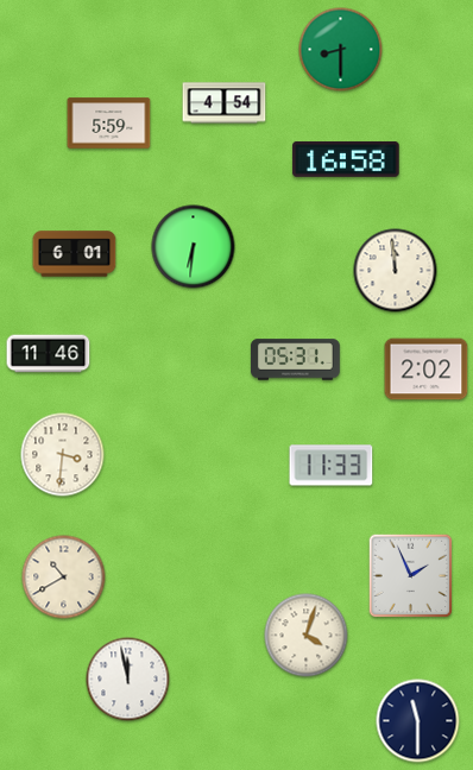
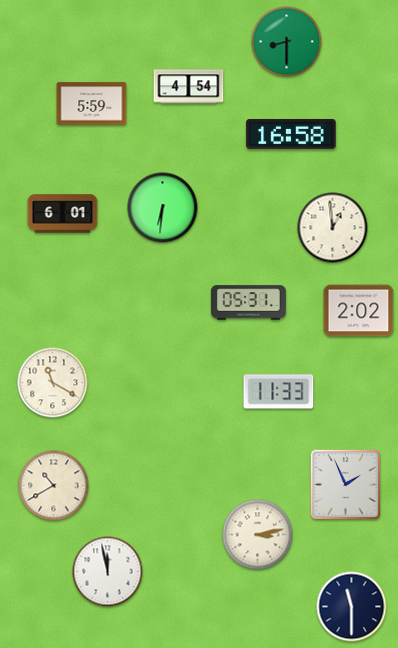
clock at (396, 271): 11:59 -> 12:59
clock at (49, 354): 11:46 -> none
clock at (63, 455): 3:31 -> 11:20
clock at (307, 636): 4:03 -> 3:13
